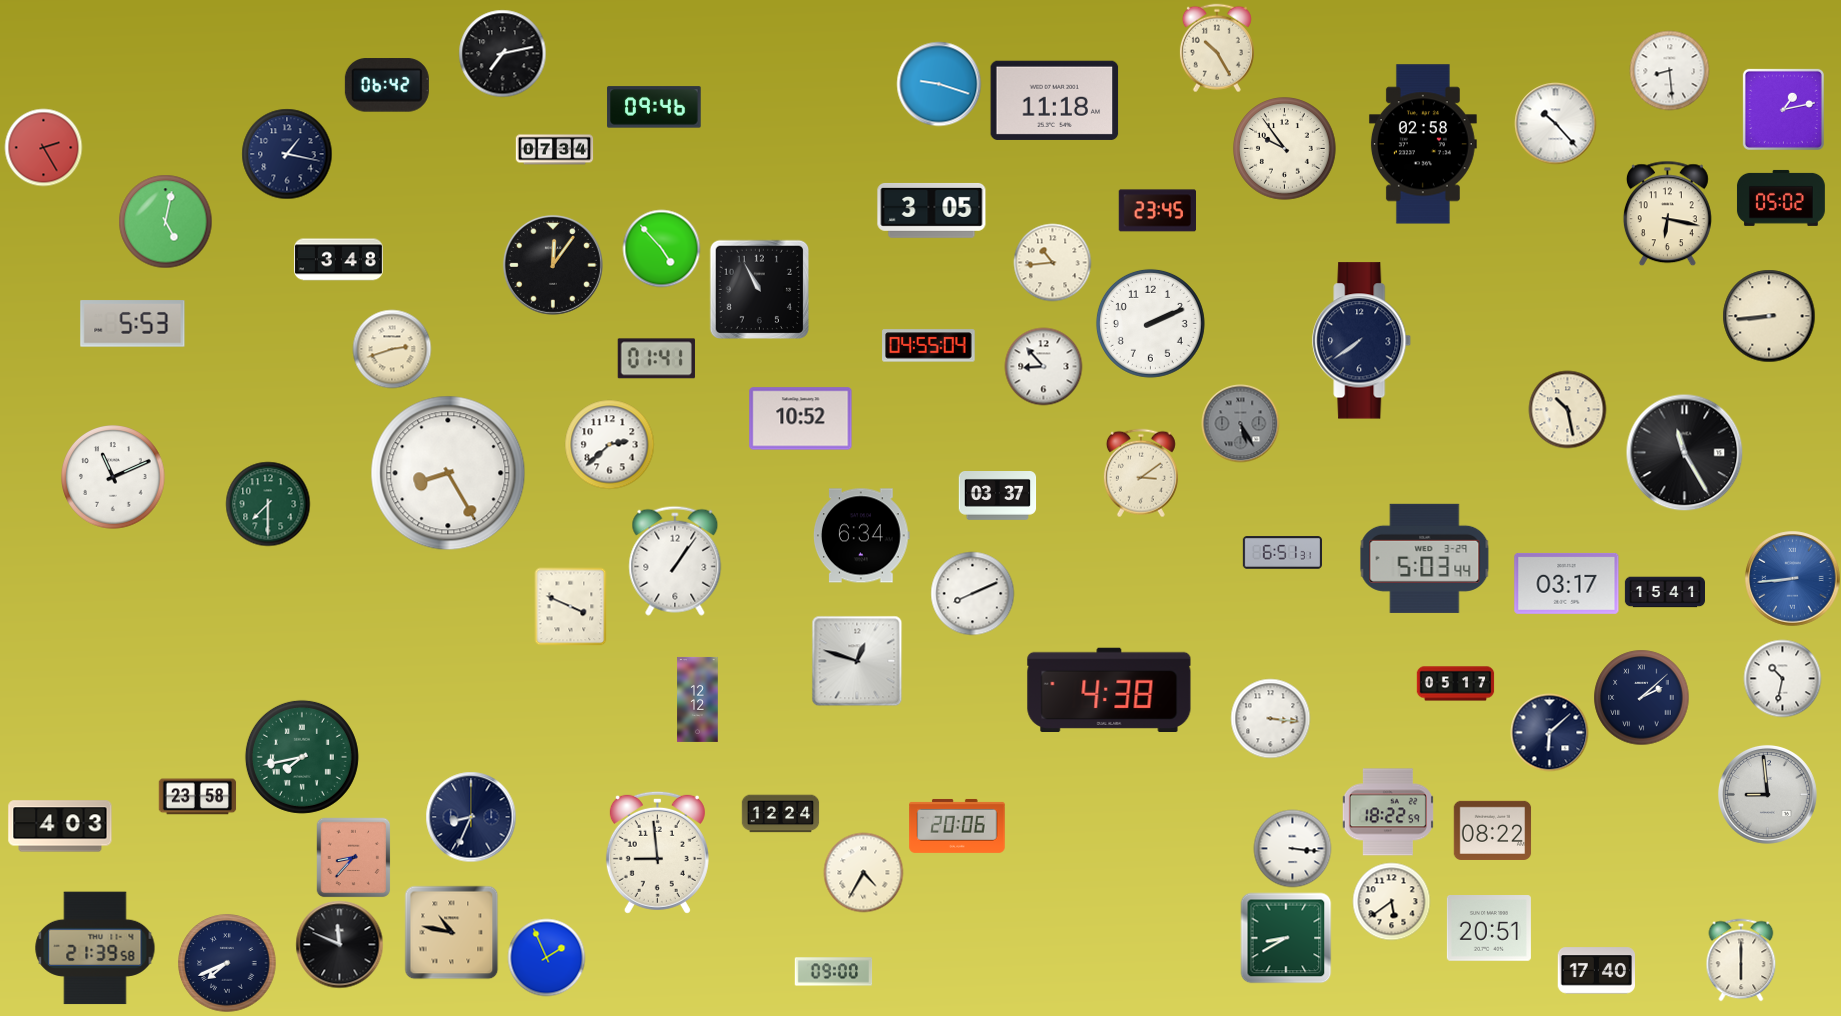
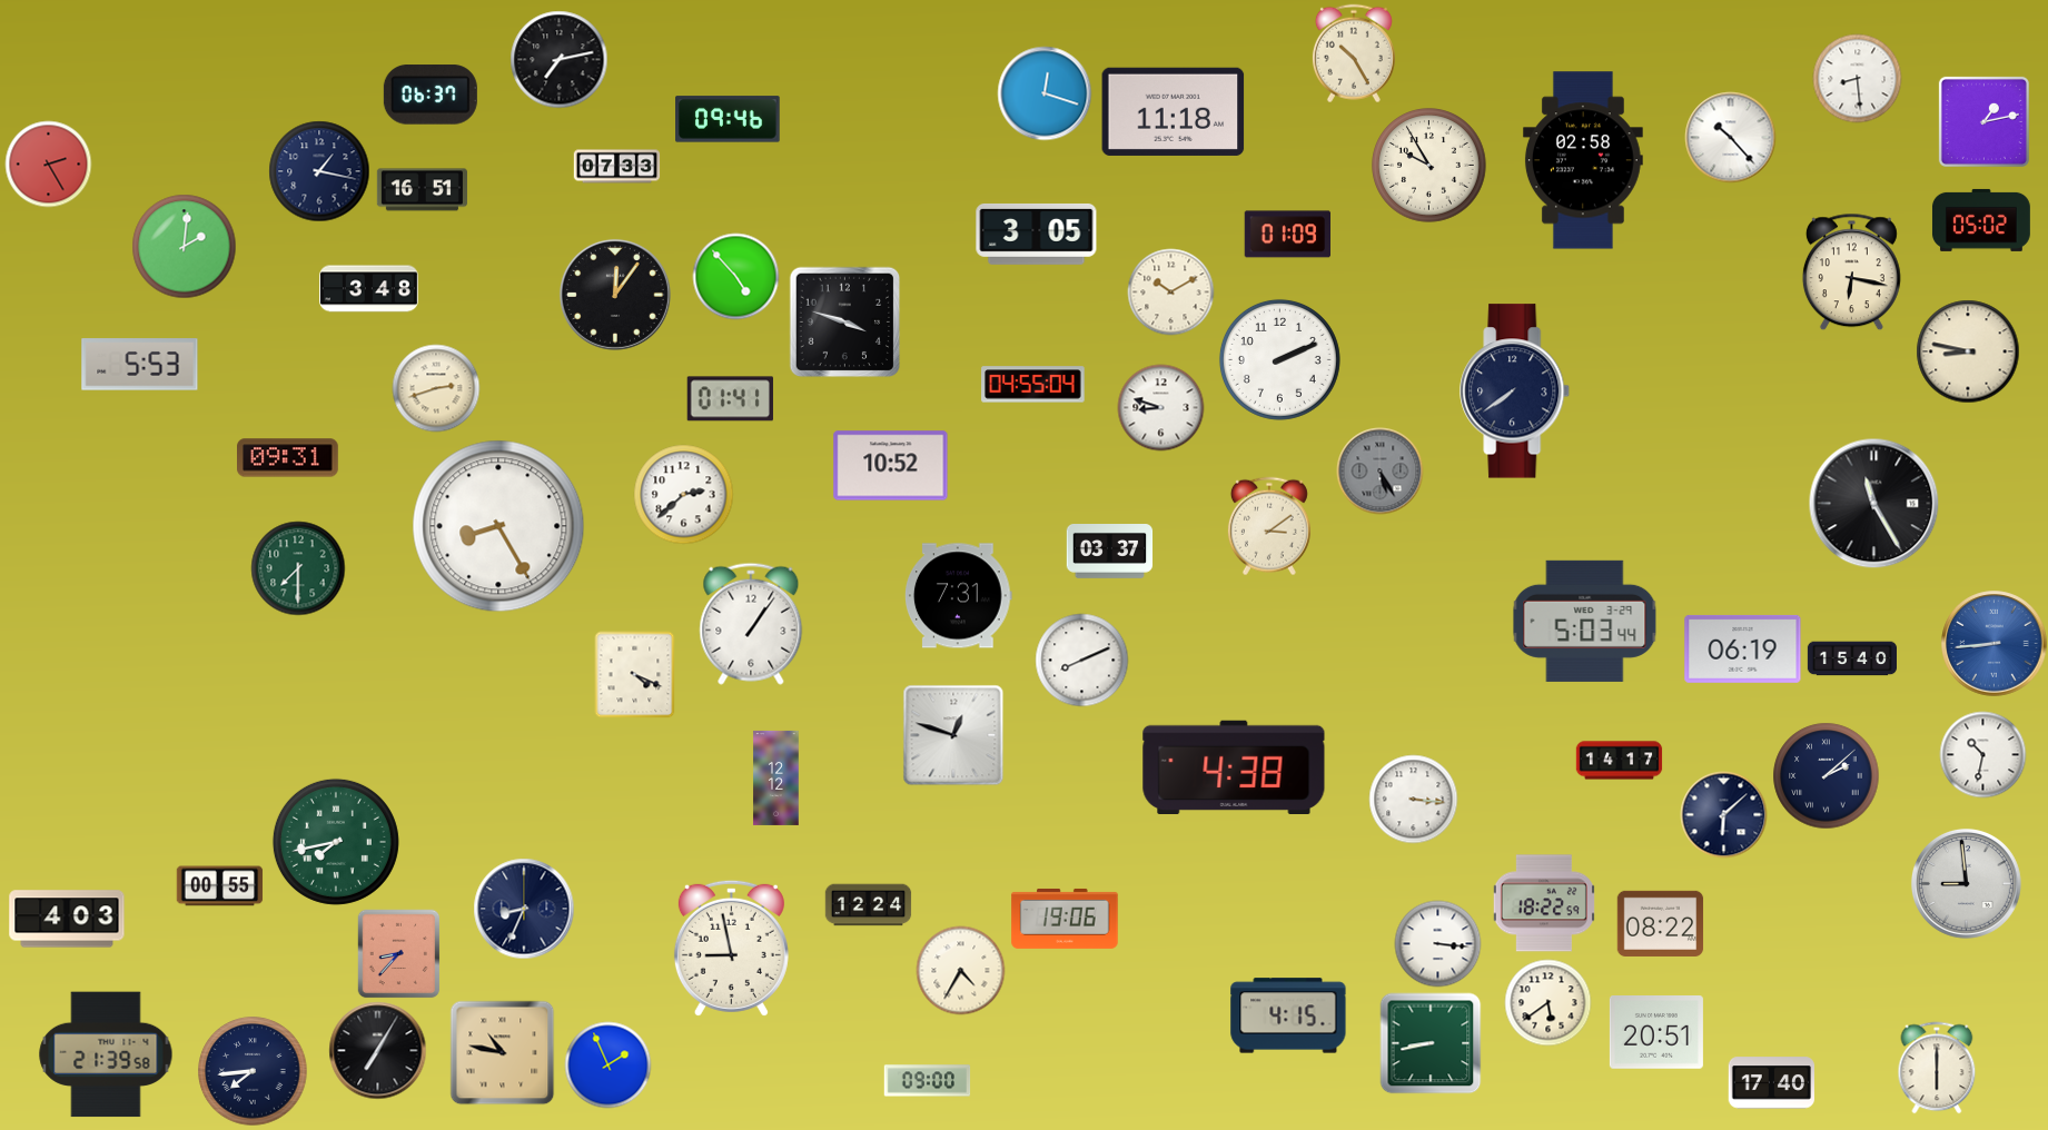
clock at (939, 84): 9:18 -> 12:18
clock at (387, 85): 06:42 -> 06:37
clock at (1285, 149): 9:54 -> 9:55
clock at (554, 150): 07:34 -> 07:33
clock at (422, 190): none -> 16:51
clock at (1157, 211): 23:45 -> 01:09
clock at (1667, 213) position: (1667, 213) -> (1851, 271)
clock at (165, 221): 5:02 -> 2:01
clock at (339, 260) position: (339, 260) -> (369, 289)
clock at (1052, 262): 10:44 -> 10:10
clock at (759, 289): 10:55 -> 3:48
clock at (1769, 316): 8:44 -> 8:47
clock at (133, 324) position: (133, 324) -> (140, 365)
clock at (1362, 341) position: (1362, 341) -> (1515, 391)
clock at (1043, 366): 8:53 -> 8:48
clock at (1567, 409): 10:28 -> none
clock at (288, 458): none -> 09:31
clock at (609, 444) position: (609, 444) -> (683, 494)
clock at (114, 478): 11:11 -> none
clock at (268, 504) position: (268, 504) -> (298, 568)
clock at (862, 536): 6:34 -> 7:31
clock at (1282, 553): 6:51 -> none
clock at (1567, 583): 03:17 -> 06:19
clock at (1664, 592): 15:41 -> 15:40
clock at (571, 606): 3:49 -> 4:19
clock at (1455, 684): 05:17 -> 14:17
clock at (197, 797): 23:58 -> 00:55
clock at (957, 826): 20:06 -> 19:06
clock at (657, 852): 8:59 -> 8:58
clock at (354, 857) position: (354, 857) -> (399, 953)
clock at (1288, 1015): none -> 4:15
clock at (451, 932) position: (451, 932) -> (502, 1052)
clock at (1286, 938): 8:40 -> 8:43
clock at (339, 944): 11:49 -> 7:05
clock at (227, 963): 7:41 -> 7:44
clock at (1596, 971) position: (1596, 971) -> (1771, 1083)
